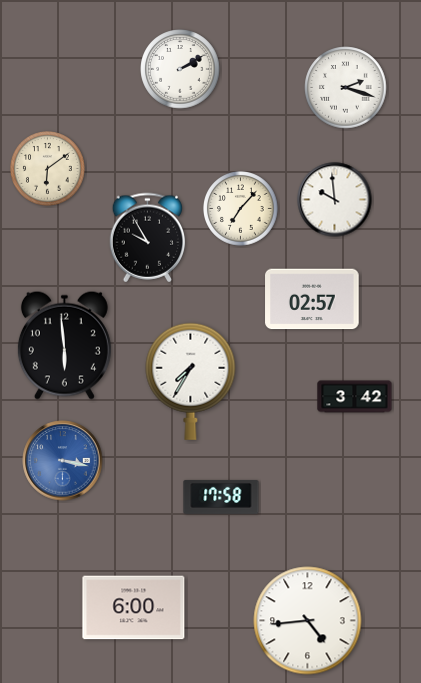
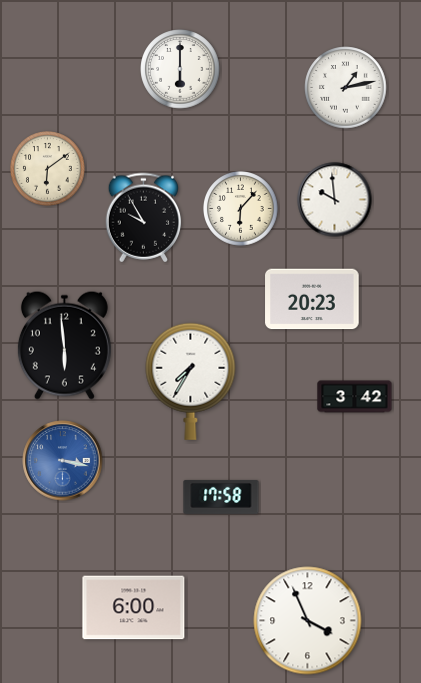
clock at (180, 69): 2:10 -> 6:00
clock at (346, 88): 2:18 -> 1:13
clock at (241, 209): 7:07 -> 6:07
clock at (148, 238) position: (148, 238) -> (144, 218)
clock at (312, 299): 02:57 -> 20:23
clock at (308, 621): 4:44 -> 3:56
